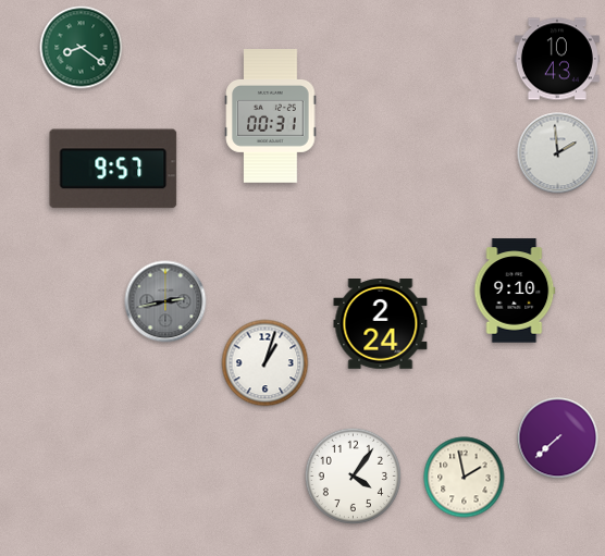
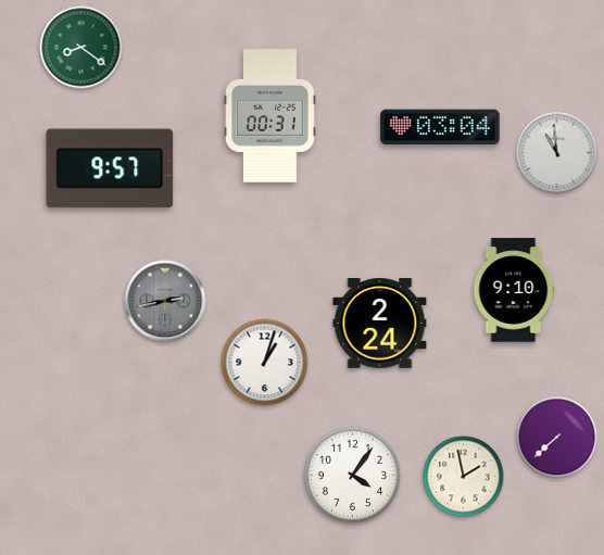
clock at (557, 59): 10:43 -> none
clock at (440, 127): none -> 03:04
clock at (558, 153): 1:59 -> 10:59
clock at (113, 169) position: (113, 169) -> (110, 168)
